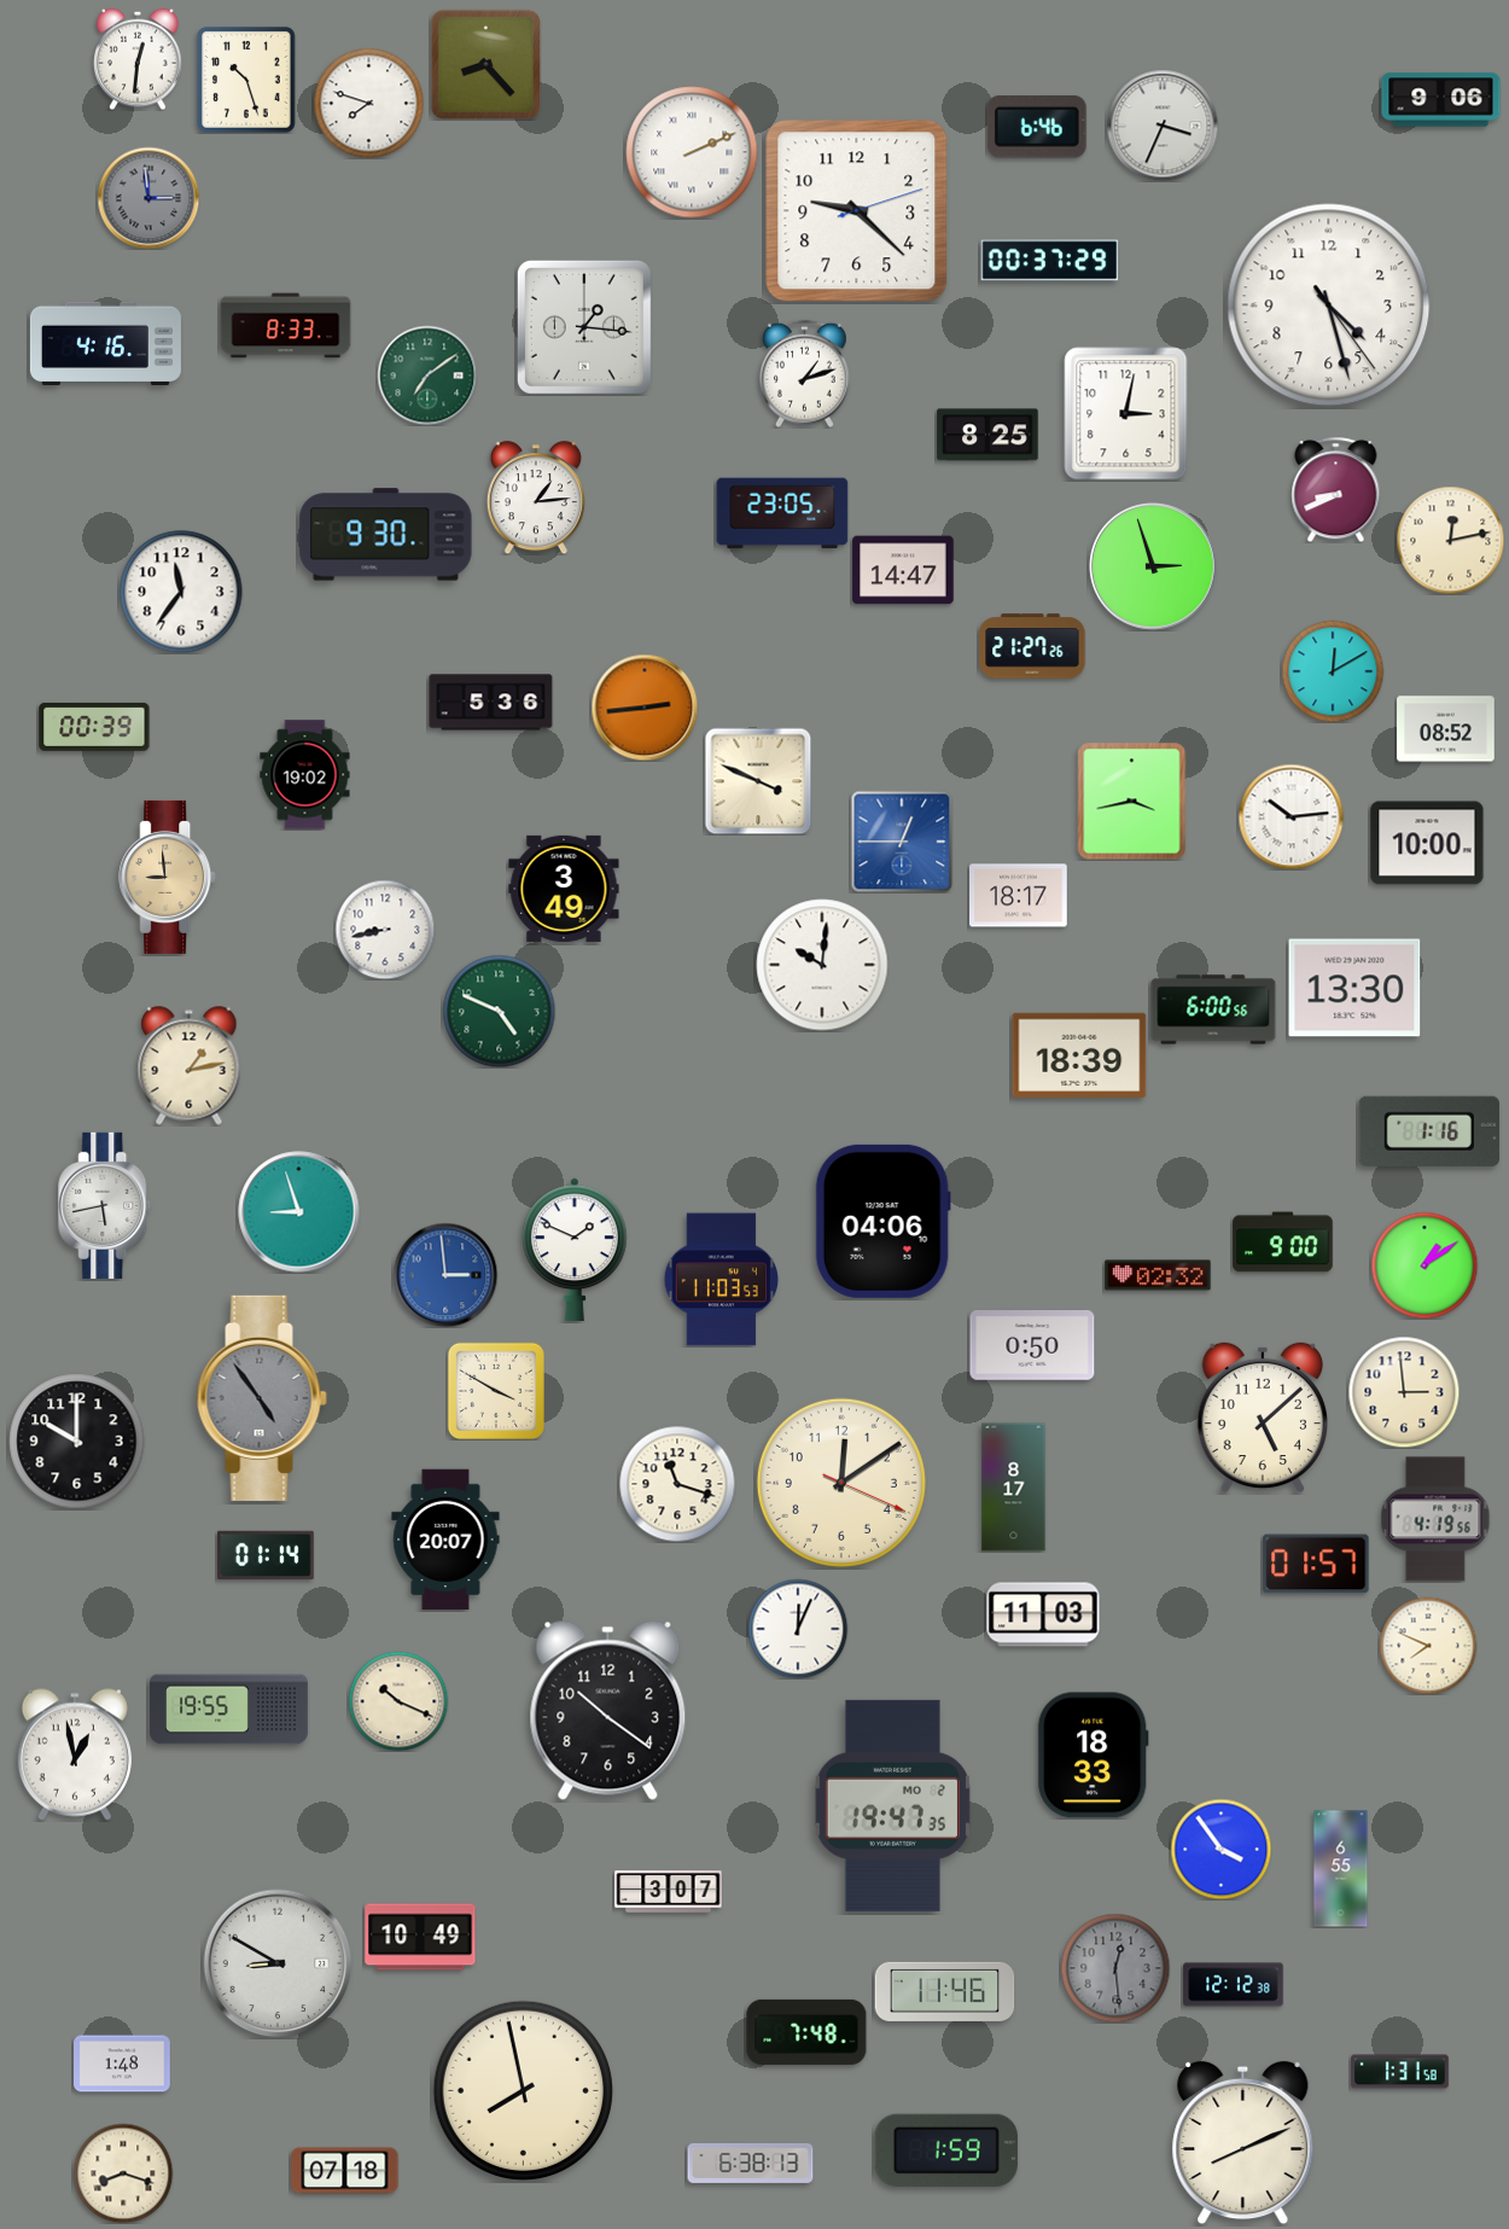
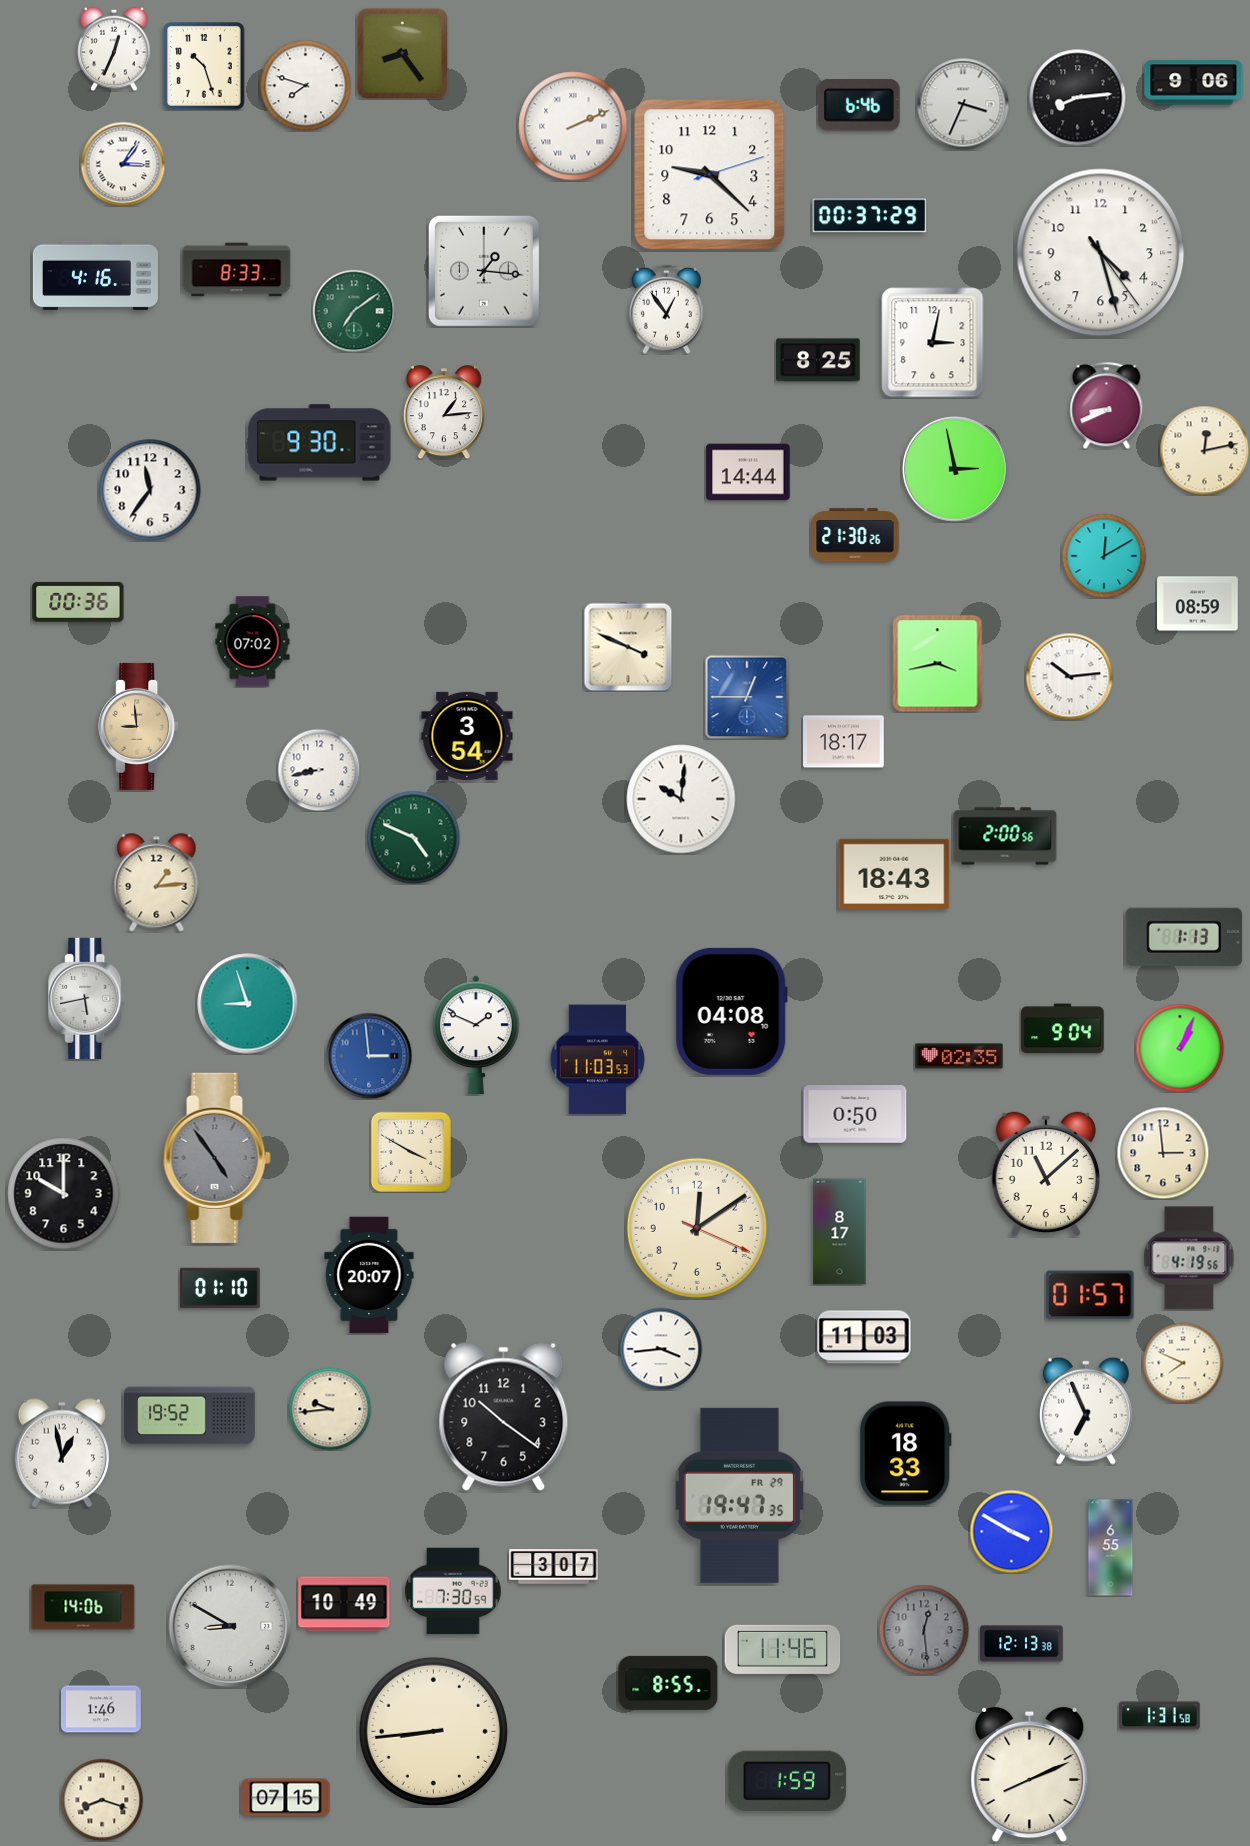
clock at (138, 59): 12:31 -> 12:34
clock at (485, 64): 8:23 -> 8:24
clock at (1077, 97): none -> 8:14
clock at (148, 198): 2:59 -> 3:06
clock at (148, 198) dial: grey -> white
clock at (105, 343) position: (105, 343) -> (95, 275)
clock at (805, 373): 1:12 -> 12:54
clock at (782, 513): 23:05 -> none
clock at (1450, 540) position: (1450, 540) -> (1204, 450)
clock at (1153, 566): 2:57 -> 2:58
clock at (903, 570): 14:47 -> 14:44
clock at (1032, 646): 21:27 -> 21:30
clock at (491, 703): 5:36 -> none
clock at (645, 708): 2:44 -> none
clock at (94, 727): 00:39 -> 00:36
clock at (1446, 729): 08:52 -> 08:59
clock at (305, 775): 19:02 -> 07:02
clock at (1427, 843): 10:00 -> none
clock at (564, 889): 3:49 -> 3:54
clock at (1354, 988): 13:30 -> none
clock at (1213, 1009): 6:00 -> 2:00
clock at (1079, 1055): 18:39 -> 18:43
clock at (190, 1066): 1:13 -> 1:14
clock at (1428, 1131): 1:16 -> 1:13
clock at (882, 1221): 04:06 -> 04:08
clock at (1283, 1242): 9:00 -> 9:04
clock at (1424, 1265): 1:09 -> 1:04
clock at (1158, 1275): 02:32 -> 02:35
clock at (1263, 1418): 5:08 -> 11:08
clock at (677, 1484): 11:18 -> none
clock at (267, 1554): 01:14 -> 01:10
clock at (798, 1629): 12:04 -> 3:44
clock at (398, 1701): 10:19 -> 9:44
clock at (1086, 1411): none -> 6:56
clock at (229, 1710): 19:55 -> 19:52
clock at (892, 1805) date: MO 2 -> FR 29
clock at (1220, 1849): 3:54 -> 3:50
clock at (453, 1591): none -> 7:30
clock at (420, 1937) position: (420, 1937) -> (344, 1604)
clock at (83, 1607): none -> 14:06
clock at (1234, 1985): 12:12 -> 12:13
clock at (806, 2032): 7:48 -> 8:55
clock at (123, 2064): 1:48 -> 1:46
clock at (523, 2090): 7:58 -> 8:44
clock at (946, 2151) position: (946, 2151) -> (787, 1781)
clock at (751, 2163): 6:38 -> none
clock at (345, 2171): 07:18 -> 07:15
